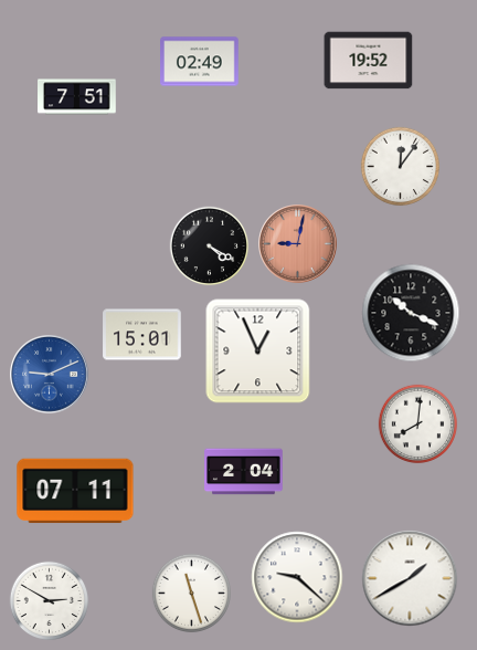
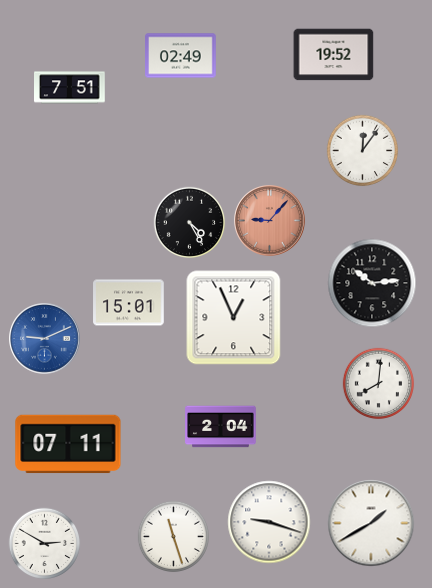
clock at (298, 244): 9:02 -> 9:07
clock at (210, 247): 4:20 -> 4:25
clock at (411, 313): 10:19 -> 10:14
clock at (297, 577): 9:22 -> 9:18
